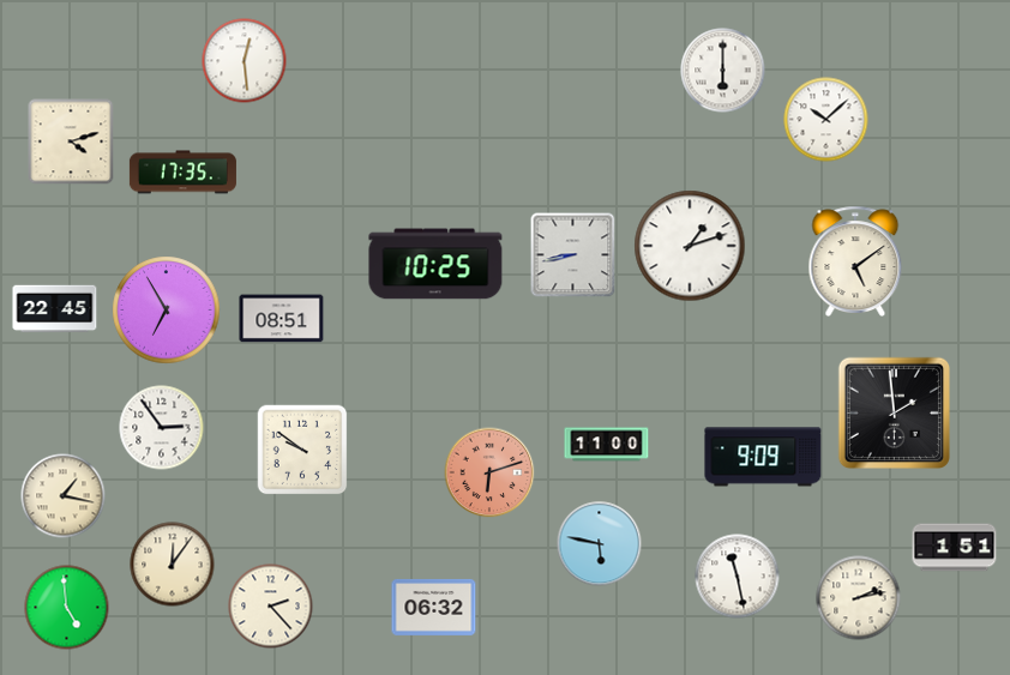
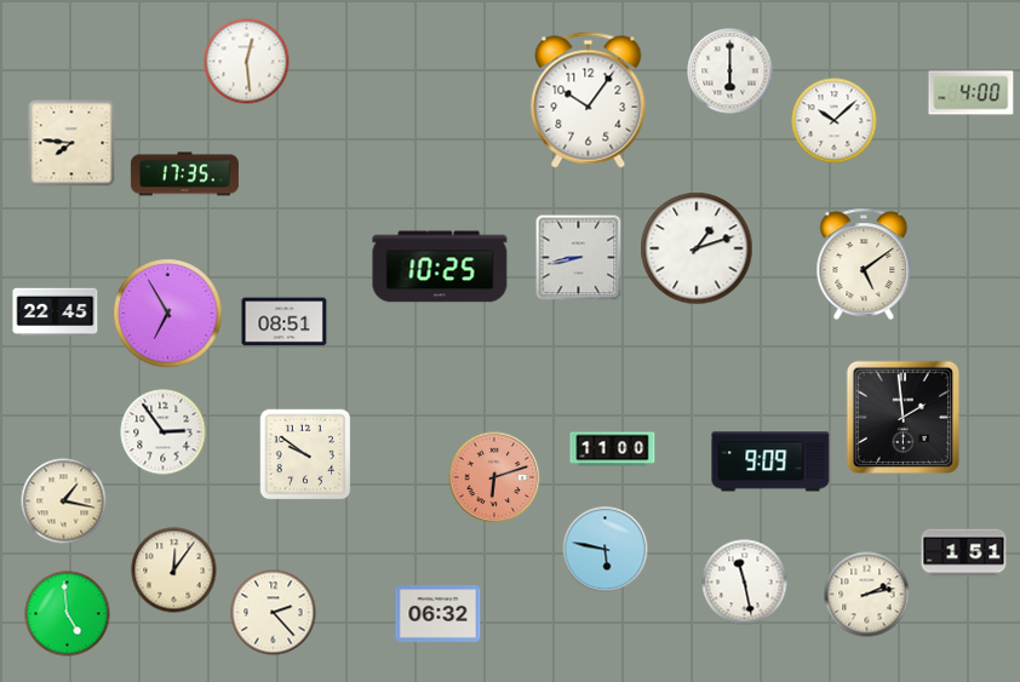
clock at (972, 93): none -> 4:00
clock at (589, 101): none -> 10:06
clock at (71, 141): 4:12 -> 7:46
clock at (859, 598) position: (859, 598) -> (867, 595)
